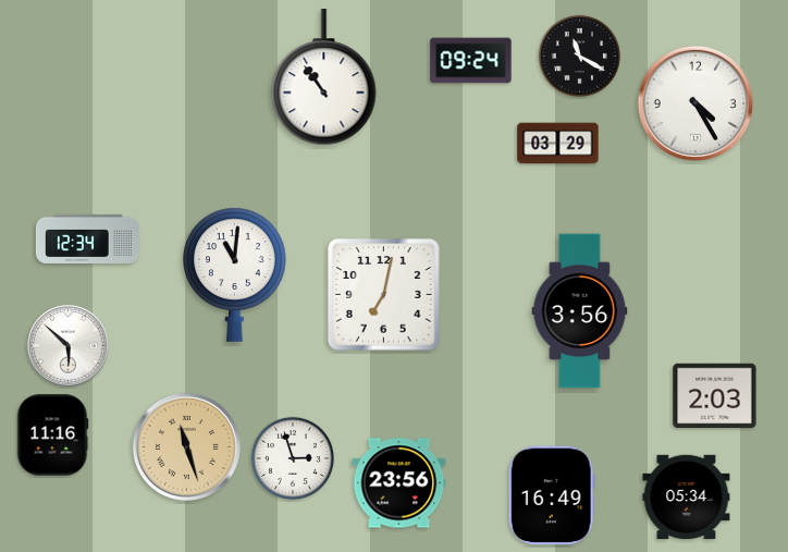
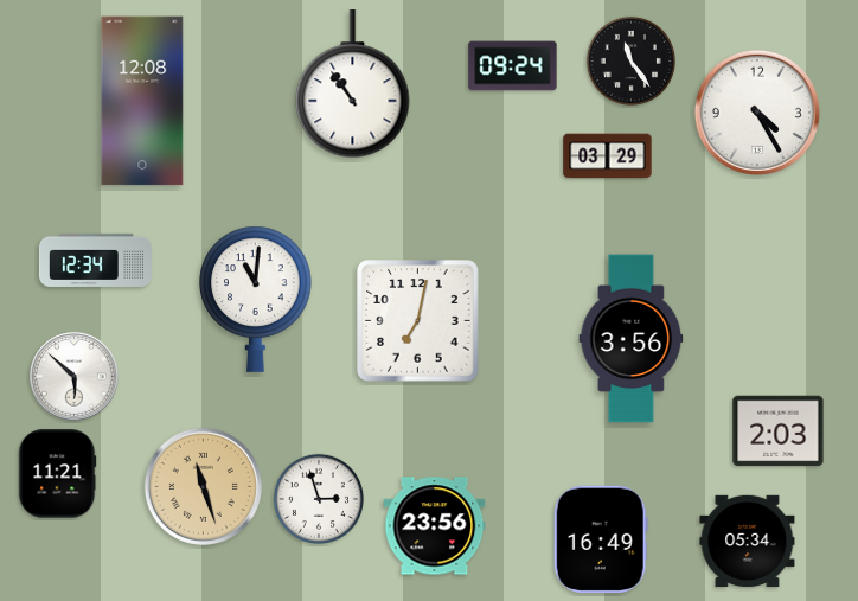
clock at (579, 56): 11:20 -> 11:24
clock at (142, 101): none -> 12:08
clock at (52, 436): 11:16 -> 11:21
